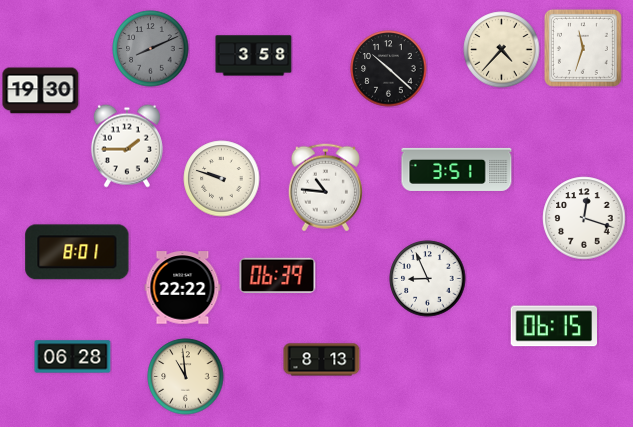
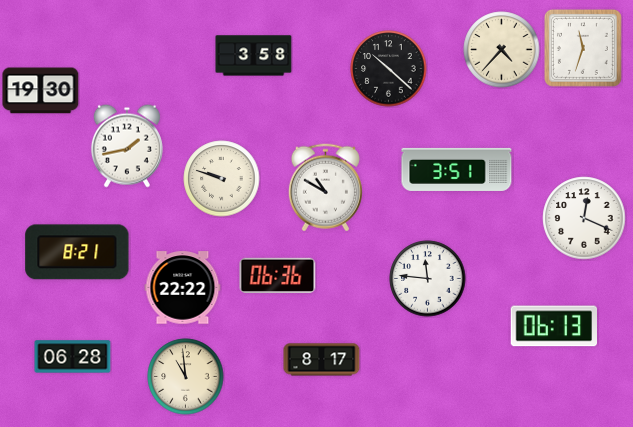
clock at (151, 49): 8:11 -> none
clock at (127, 146): 1:45 -> 1:43
clock at (325, 188): 10:46 -> 10:50
clock at (584, 218): 12:18 -> 12:19
clock at (77, 252): 8:01 -> 8:21
clock at (278, 276): 06:39 -> 06:36
clock at (428, 279): 8:56 -> 11:46
clock at (553, 326): 06:15 -> 06:13
clock at (322, 360): 8:13 -> 8:17
